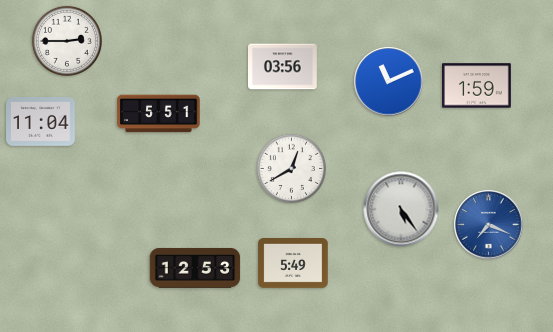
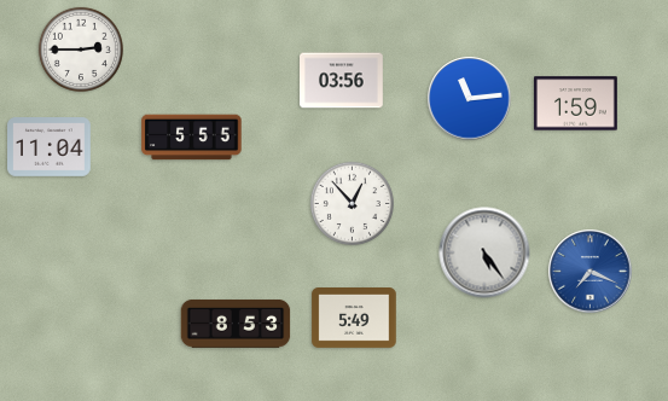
clock at (389, 82): 11:11 -> 11:14
clock at (159, 114): 5:51 -> 5:55
clock at (291, 168): 12:40 -> 12:53
clock at (195, 268): 12:53 -> 8:53
